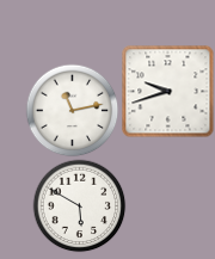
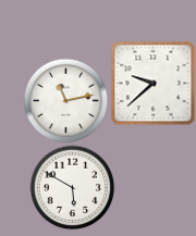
clock at (167, 91): 9:42 -> 9:38
